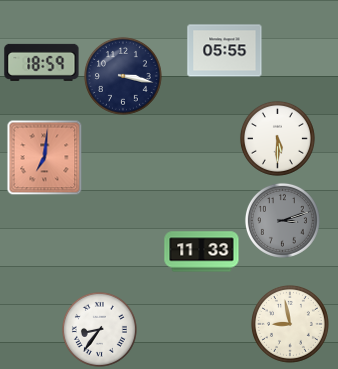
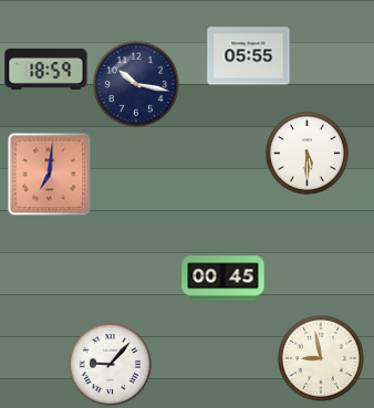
clock at (123, 76): 3:17 -> 10:17
clock at (282, 220): 3:12 -> none
clock at (202, 252): 11:33 -> 00:45
clock at (99, 329): 8:36 -> 9:07
